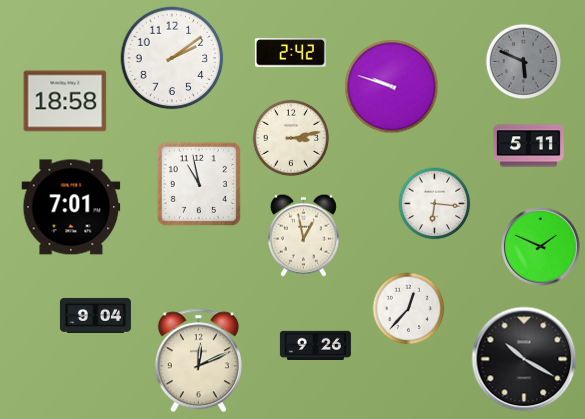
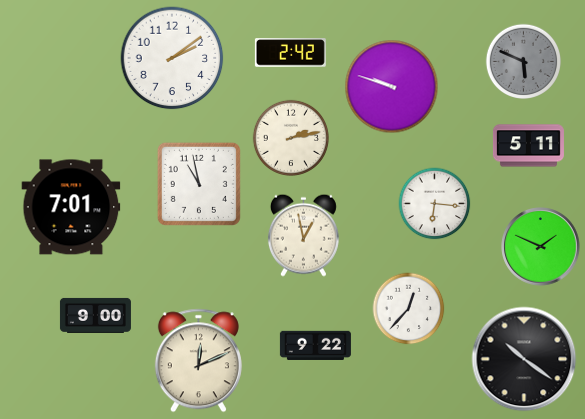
clock at (65, 101): 18:58 -> none
clock at (291, 138): 3:13 -> 2:13
clock at (95, 315): 9:04 -> 9:00
clock at (315, 345): 9:26 -> 9:22
clock at (524, 359): 10:20 -> 10:21
